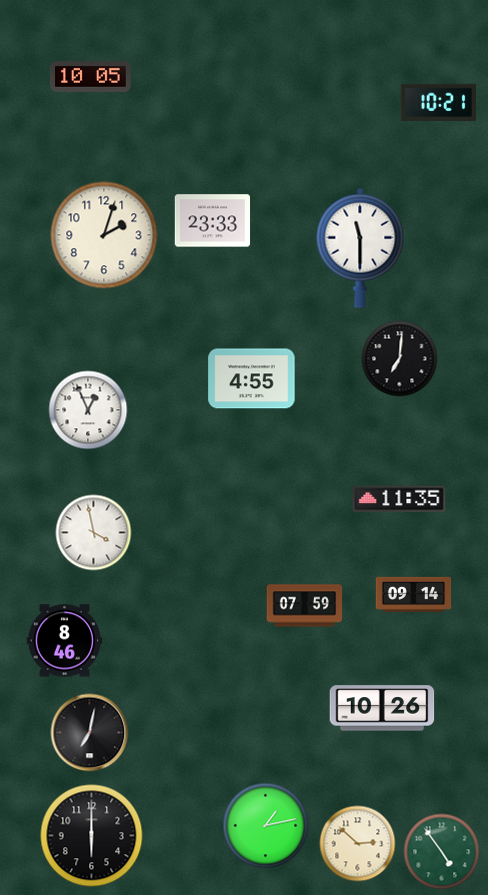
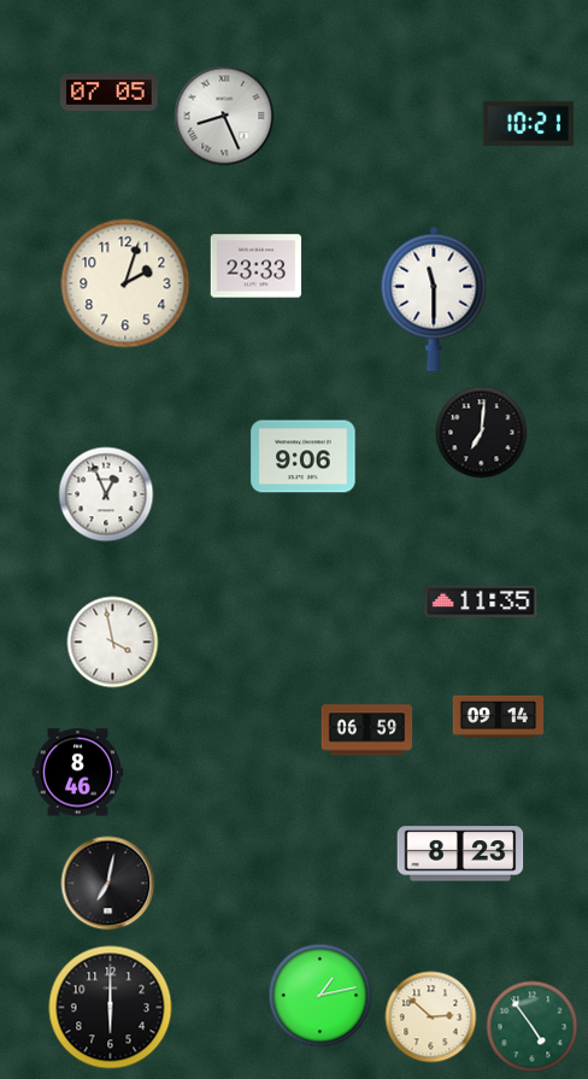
clock at (90, 77): 10:05 -> 07:05
clock at (224, 116): none -> 8:26
clock at (252, 379): 4:55 -> 9:06
clock at (305, 606): 07:59 -> 06:59
clock at (382, 708): 10:26 -> 8:23
